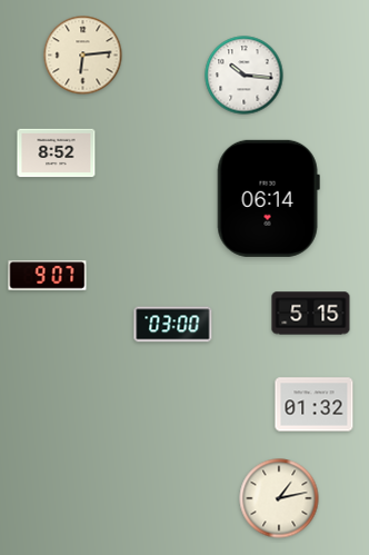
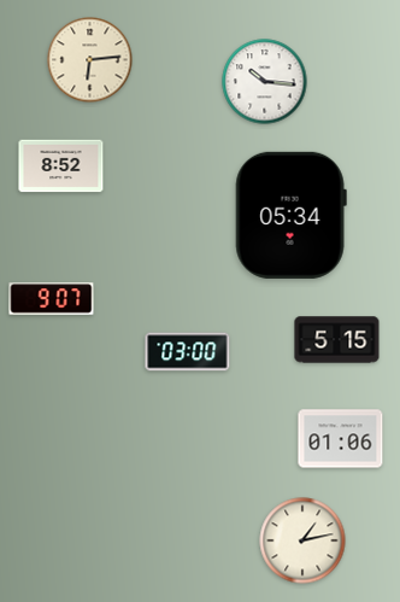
clock at (268, 198): 06:14 -> 05:34
clock at (315, 405): 01:32 -> 01:06
